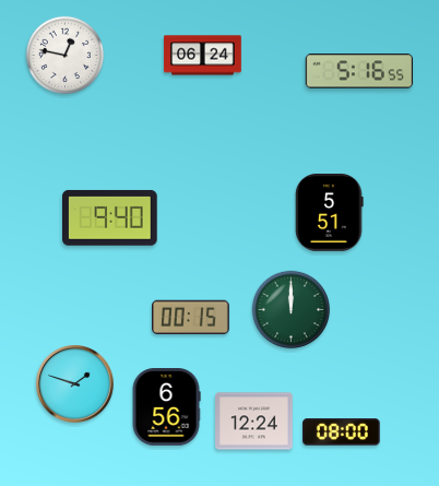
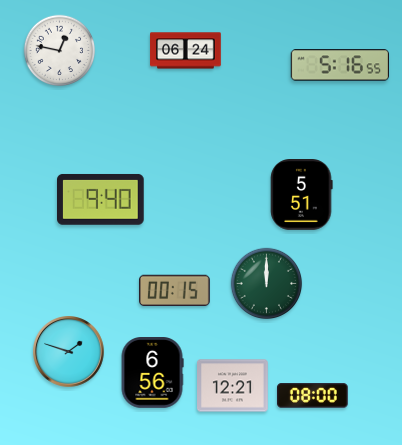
clock at (359, 71) position: (359, 71) -> (340, 65)
clock at (254, 422): 12:24 -> 12:21
